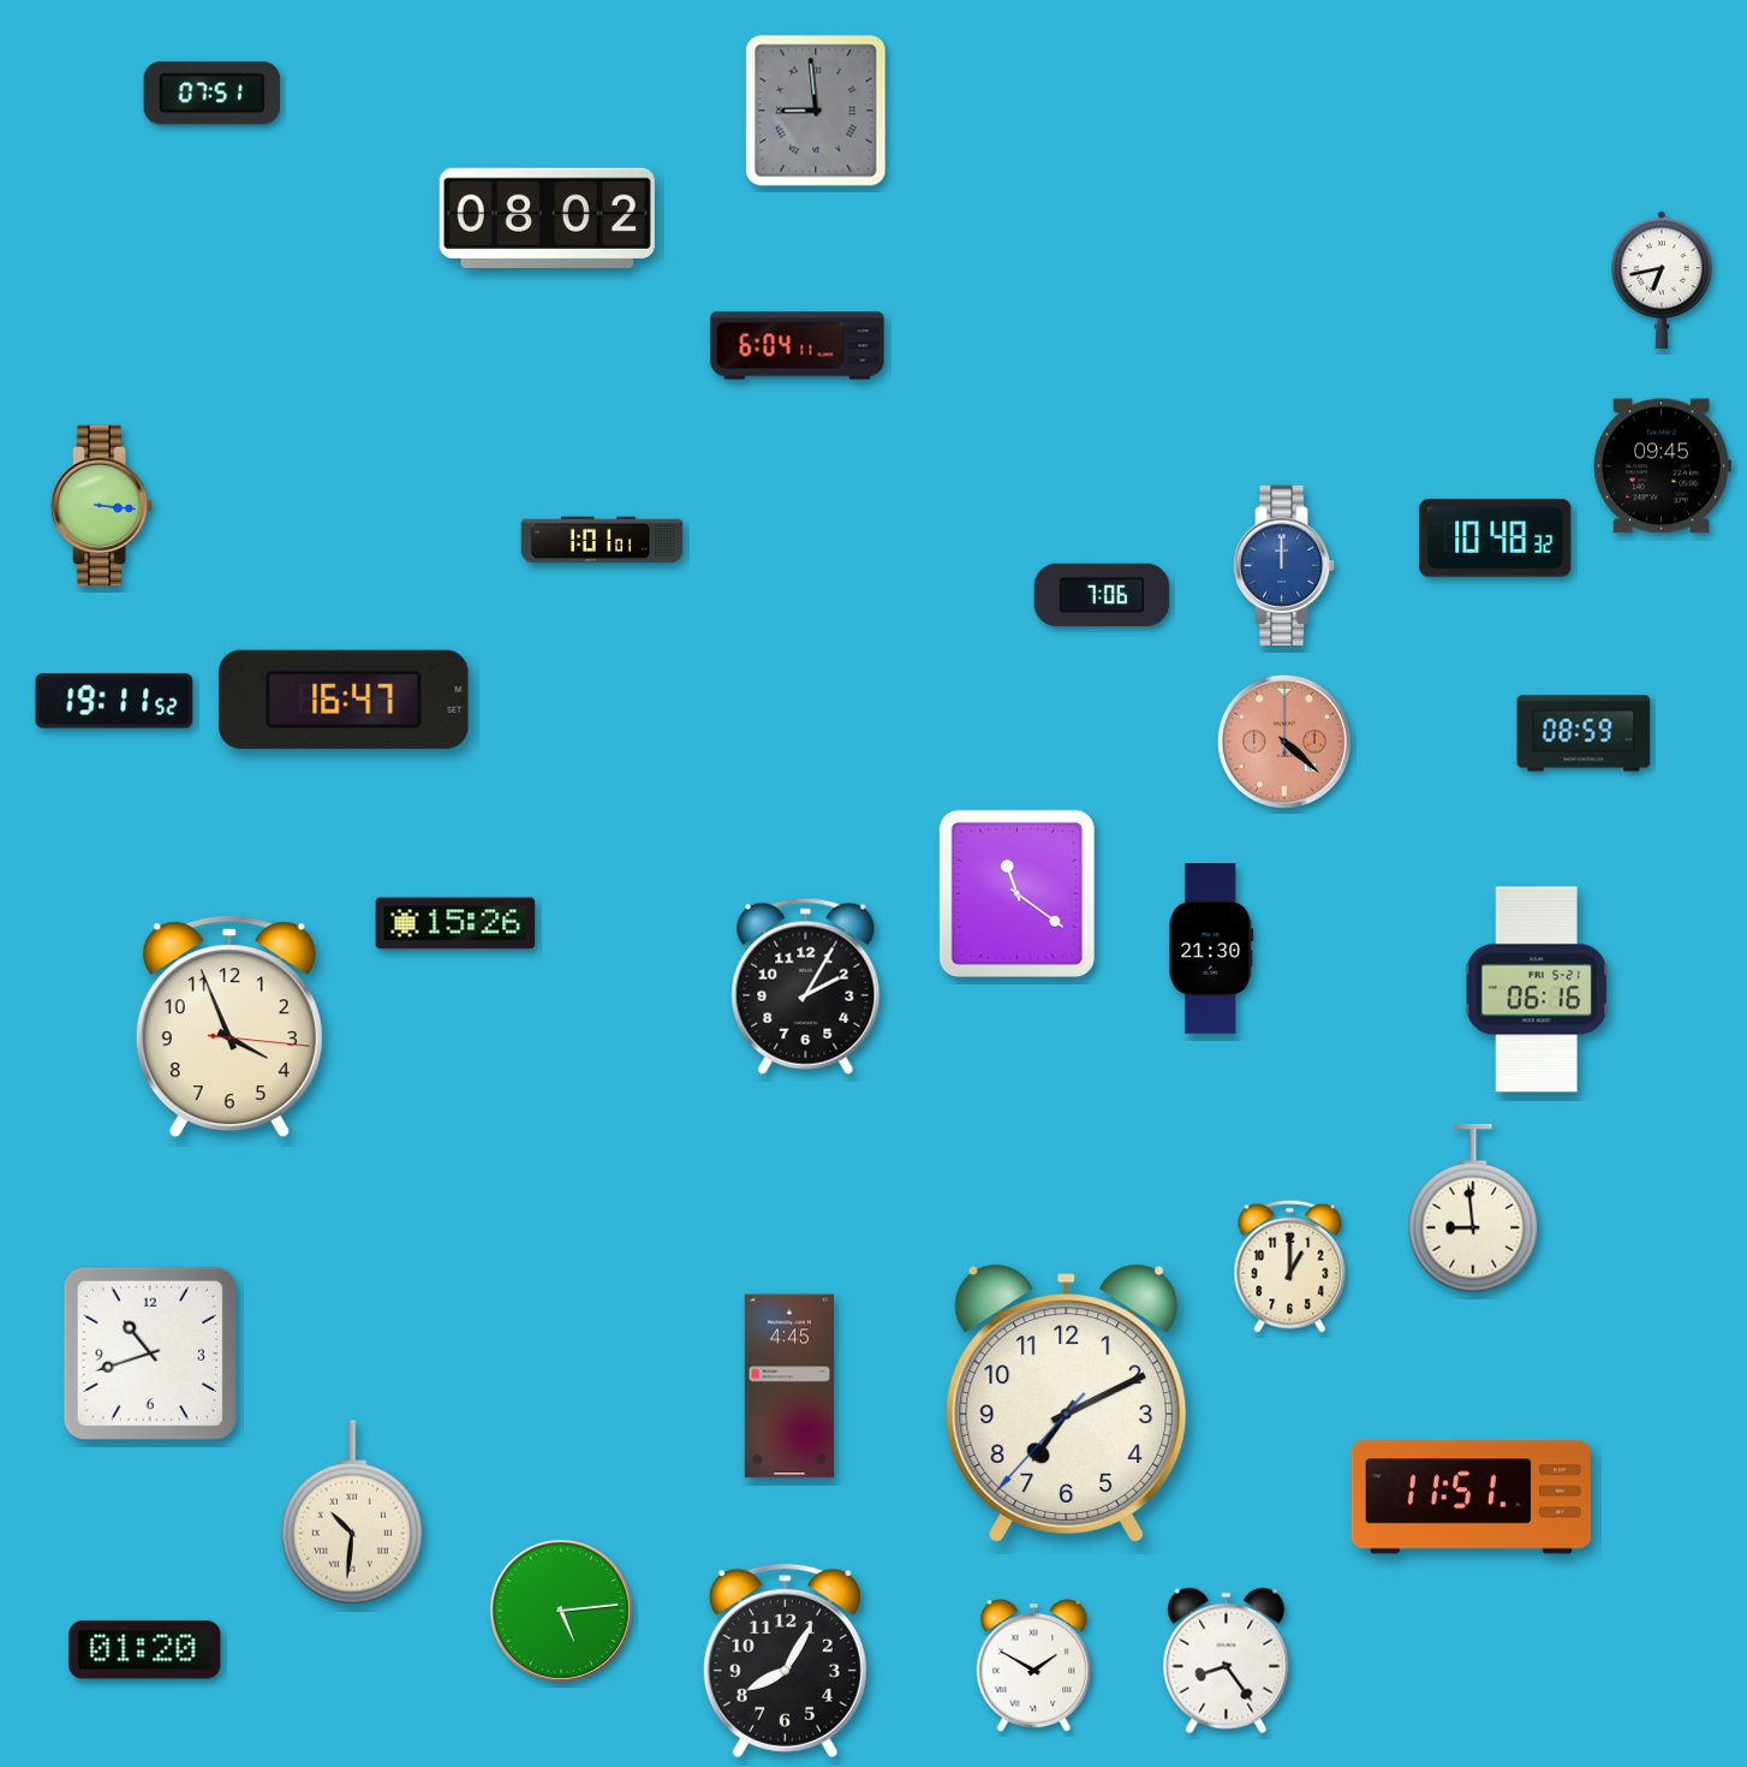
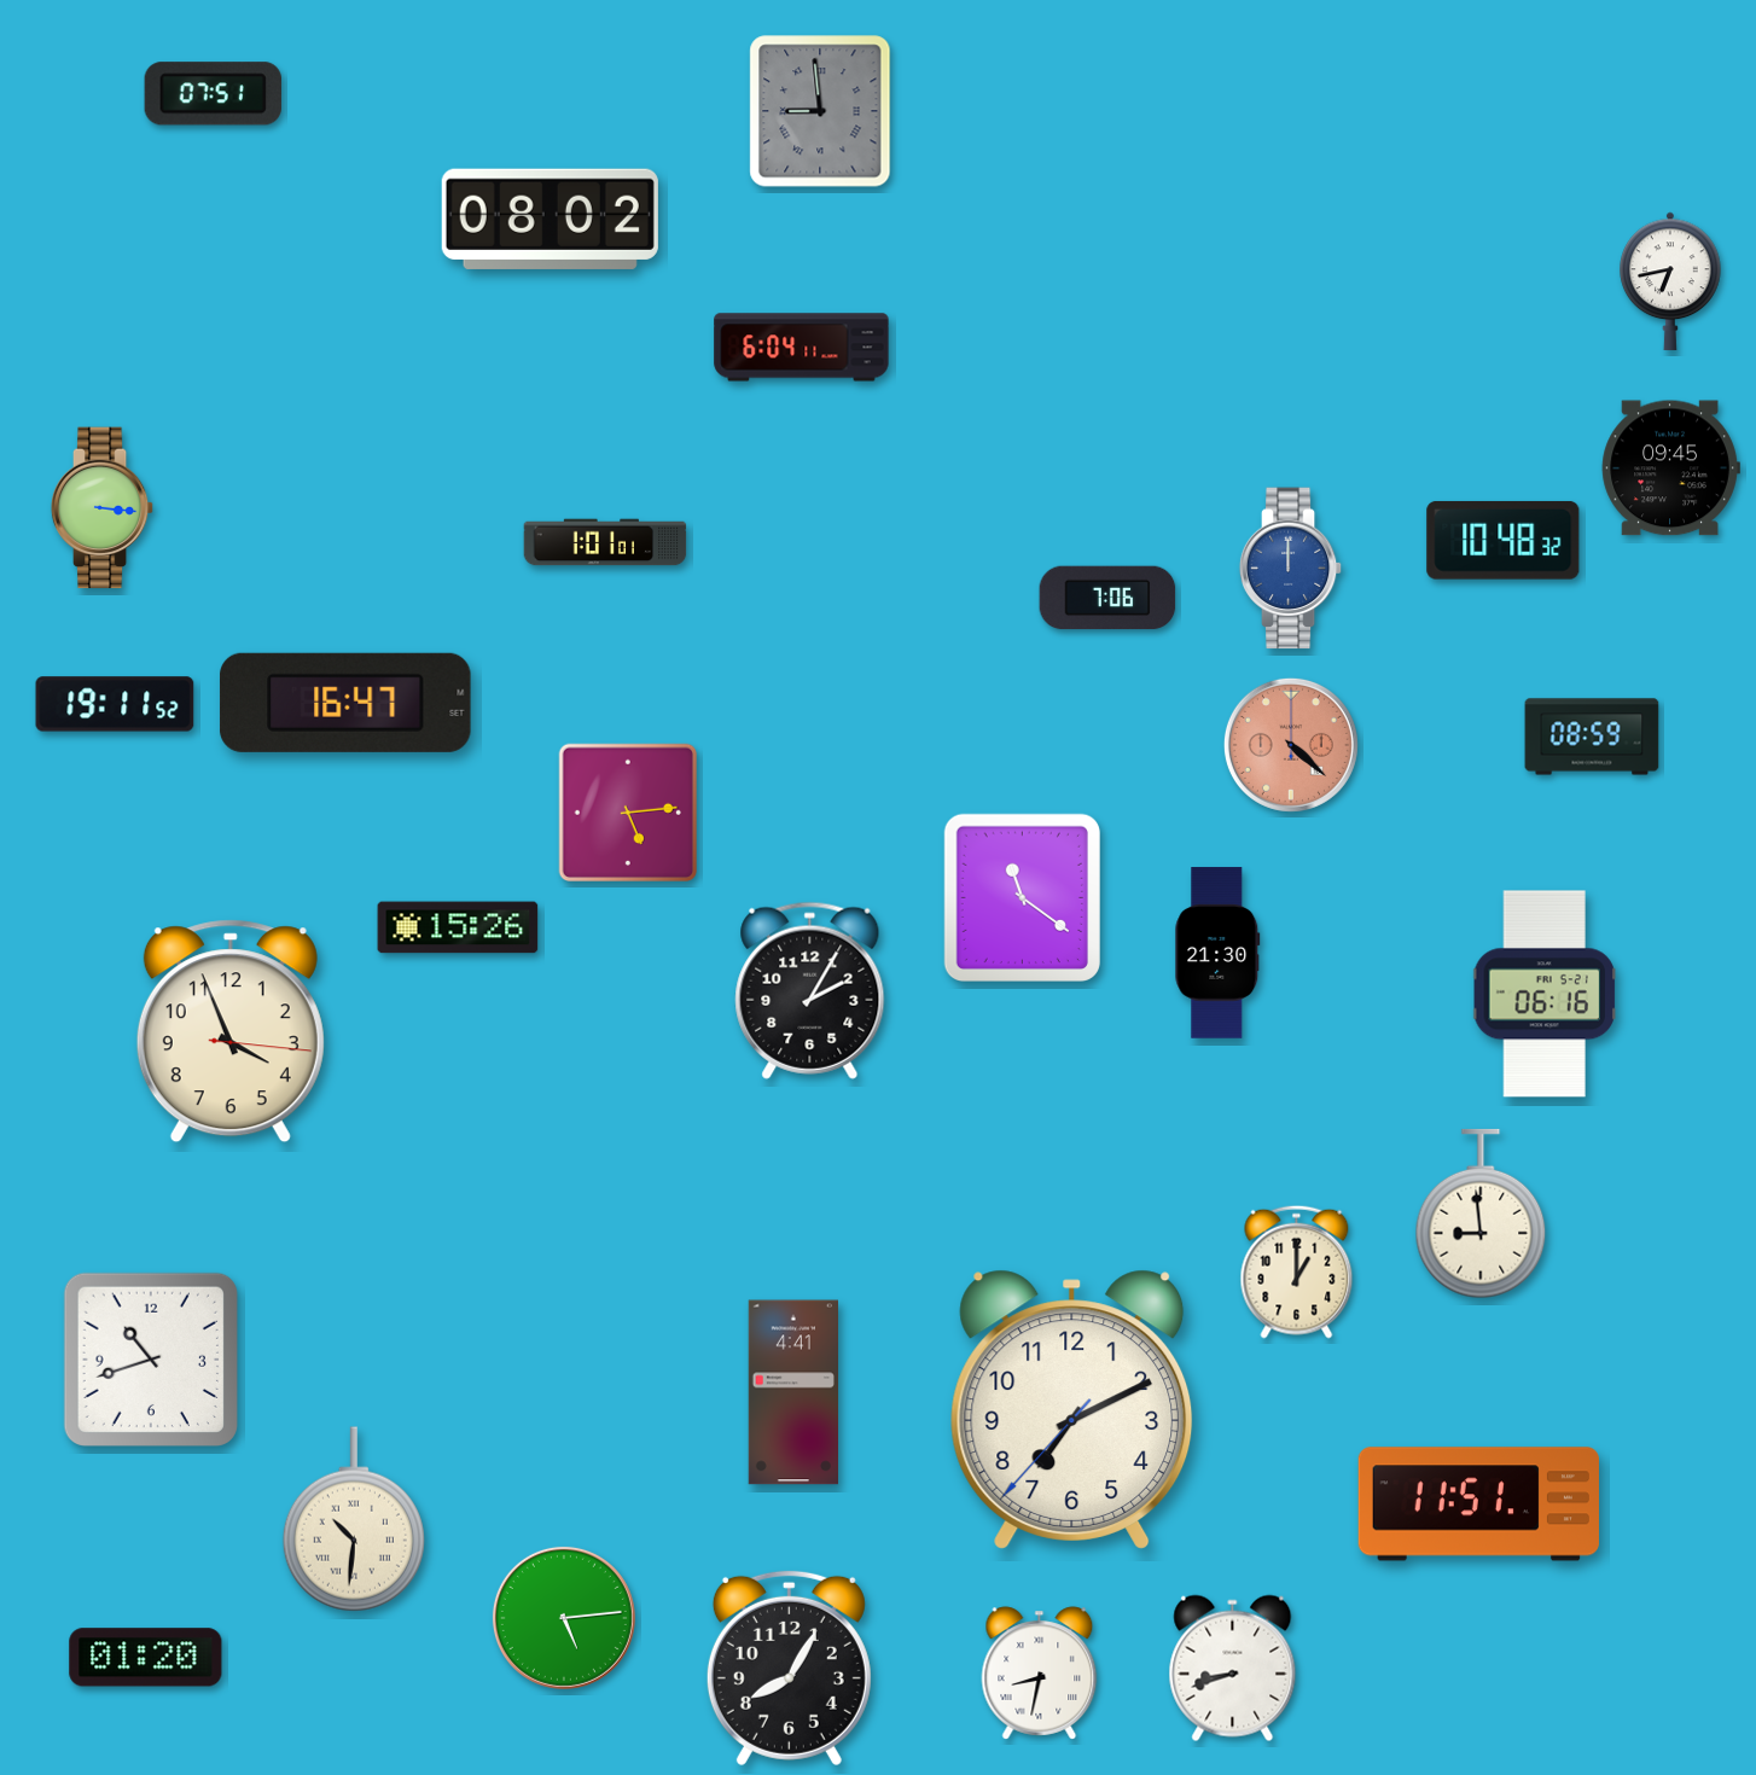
clock at (627, 811): none -> 5:14
clock at (788, 1386): 4:45 -> 4:41
clock at (1227, 1661): 8:24 -> 8:42
clock at (1035, 1666): 1:50 -> 8:32
